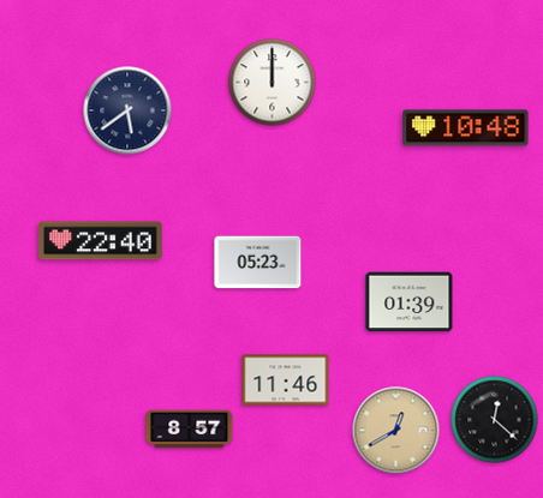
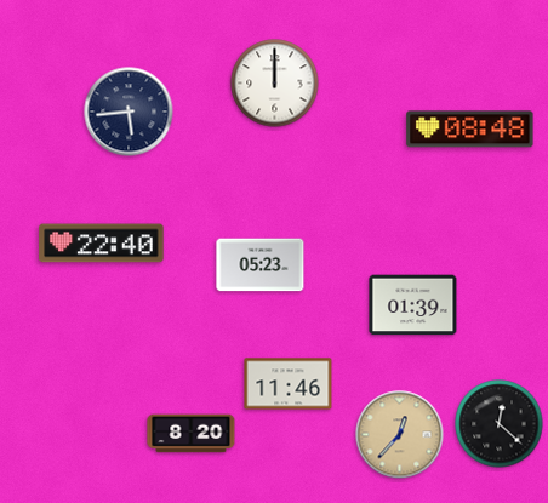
clock at (127, 110): 5:39 -> 5:44
clock at (466, 128): 10:48 -> 08:48
clock at (190, 430): 8:57 -> 8:20
clock at (396, 431): 12:40 -> 12:37
